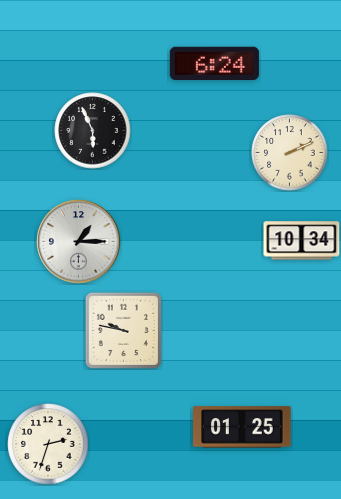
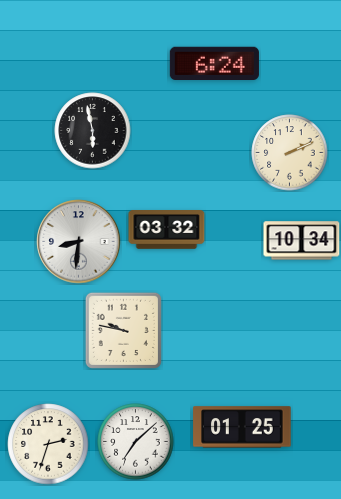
clock at (93, 131): 5:56 -> 5:58
clock at (167, 230): none -> 03:32
clock at (79, 242): 1:15 -> 8:31
clock at (136, 442): none -> 7:08
